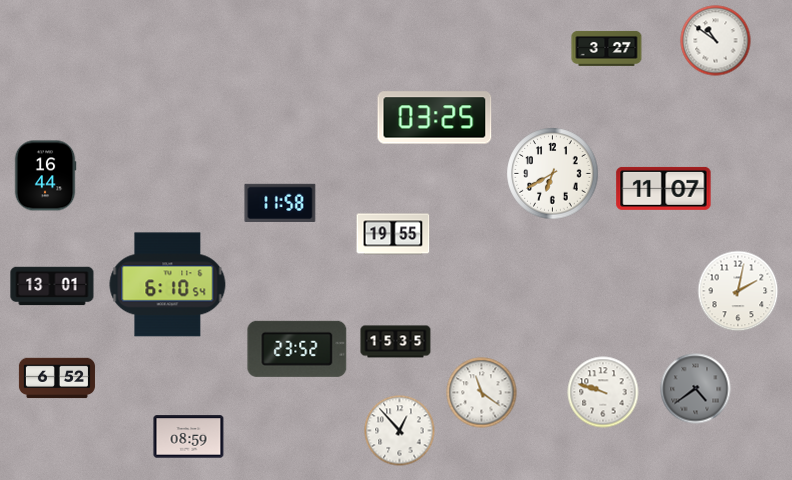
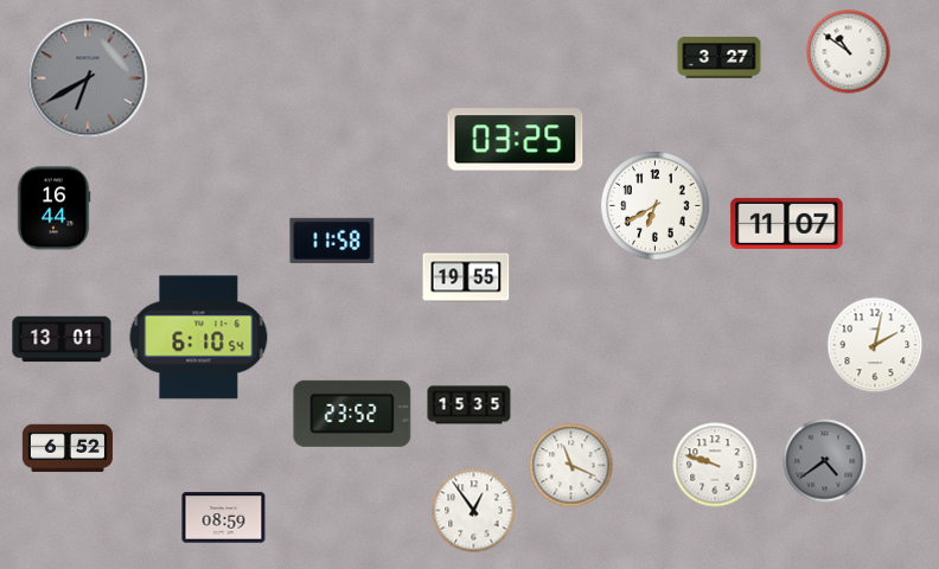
clock at (716, 41) position: (716, 41) -> (849, 52)
clock at (88, 78): none -> 6:40
clock at (482, 393): 11:21 -> 11:19
clock at (400, 431): 12:53 -> 12:54
